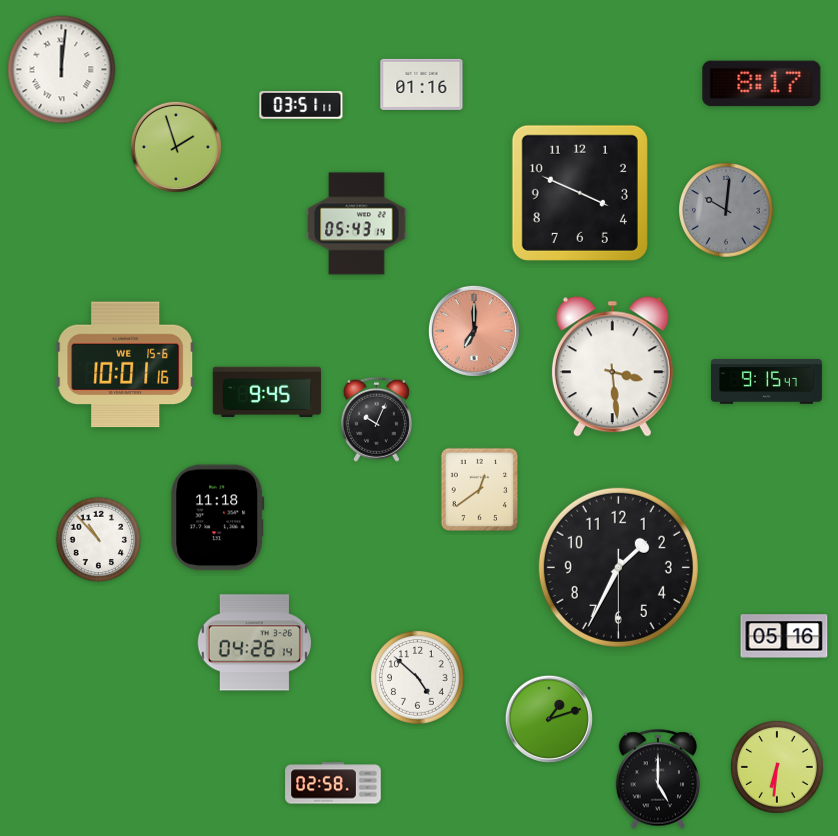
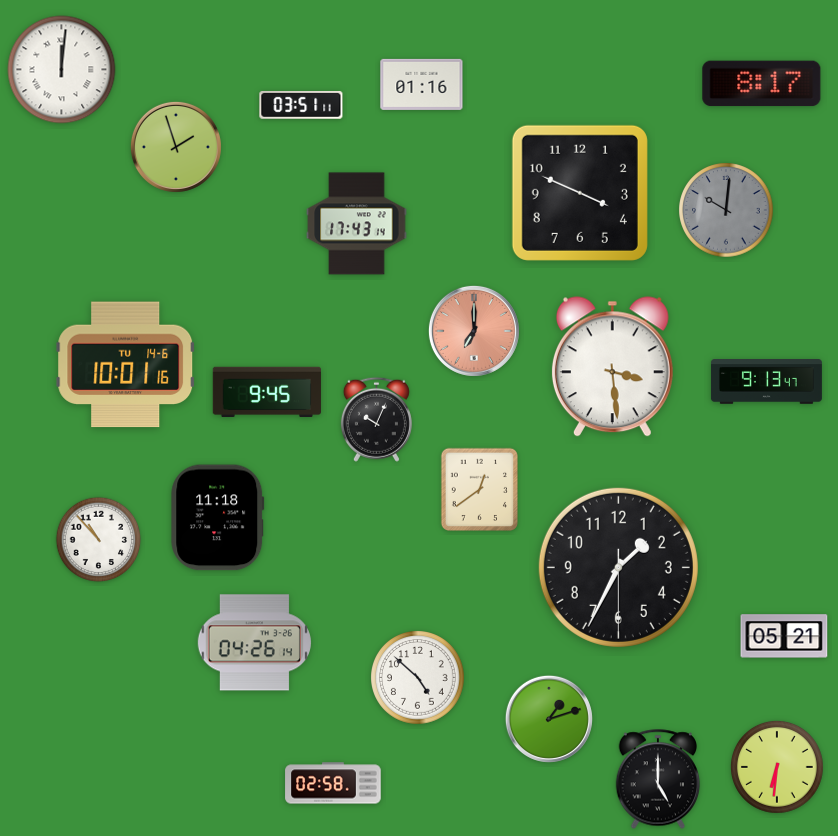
clock at (357, 224): 05:43 -> 17:43
clock at (126, 365) date: WE 15-6 -> TU 14-6
clock at (766, 382): 9:15 -> 9:13
clock at (784, 636): 05:16 -> 05:21
